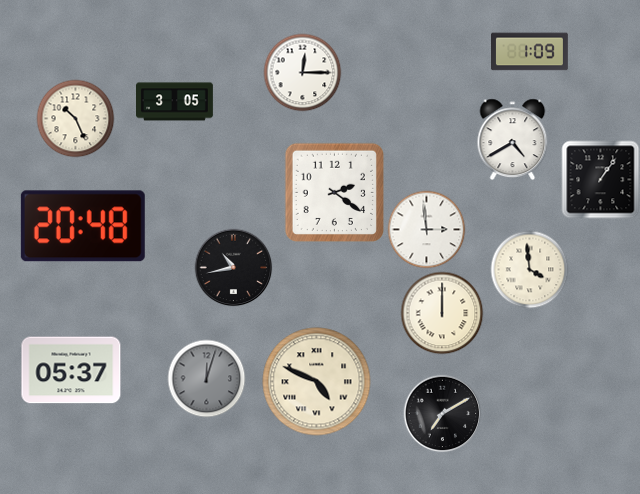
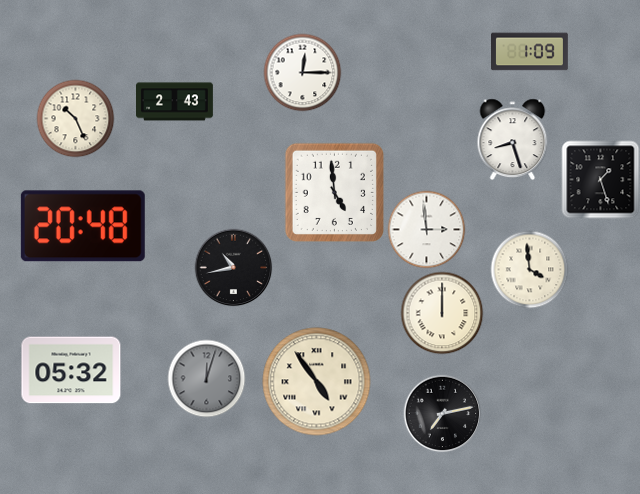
clock at (175, 102): 3:05 -> 2:43
clock at (513, 139): 4:40 -> 8:27
clock at (600, 179): 1:06 -> 1:27
clock at (334, 192): 2:21 -> 4:59
clock at (71, 370): 05:37 -> 05:32
clock at (317, 382): 4:49 -> 4:54
clock at (442, 413): 7:10 -> 7:13
